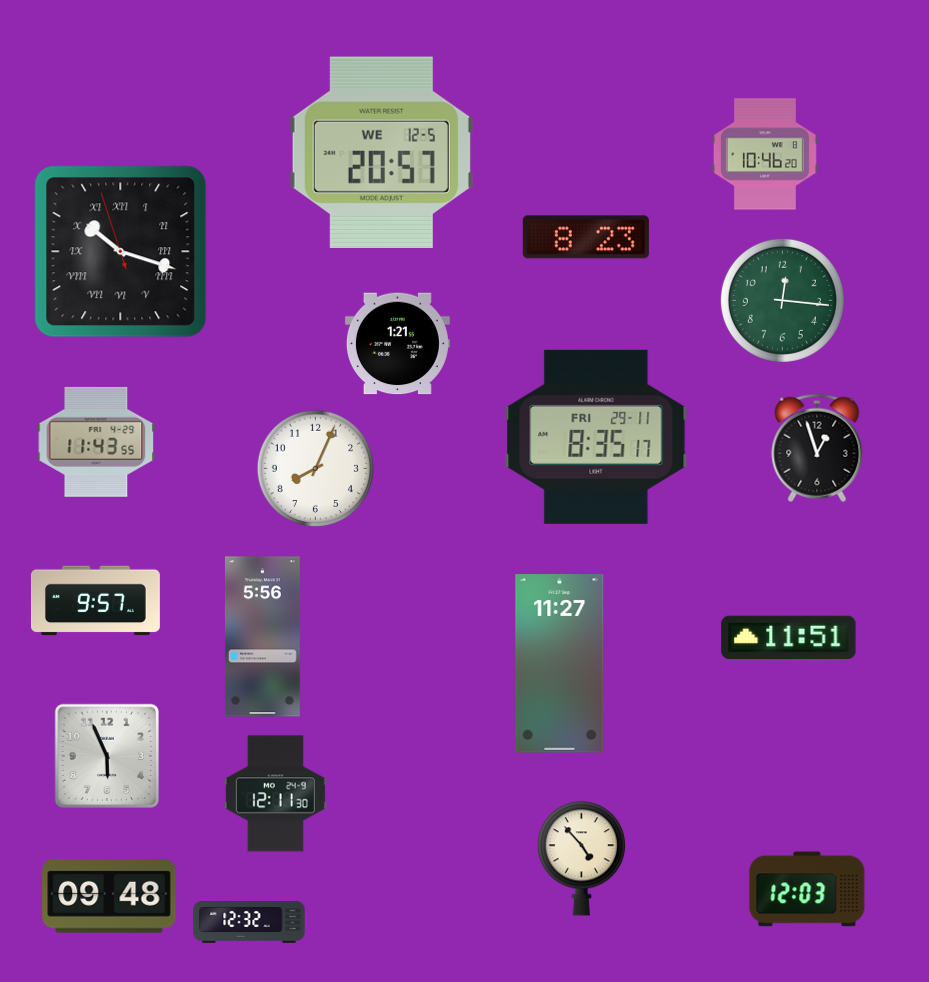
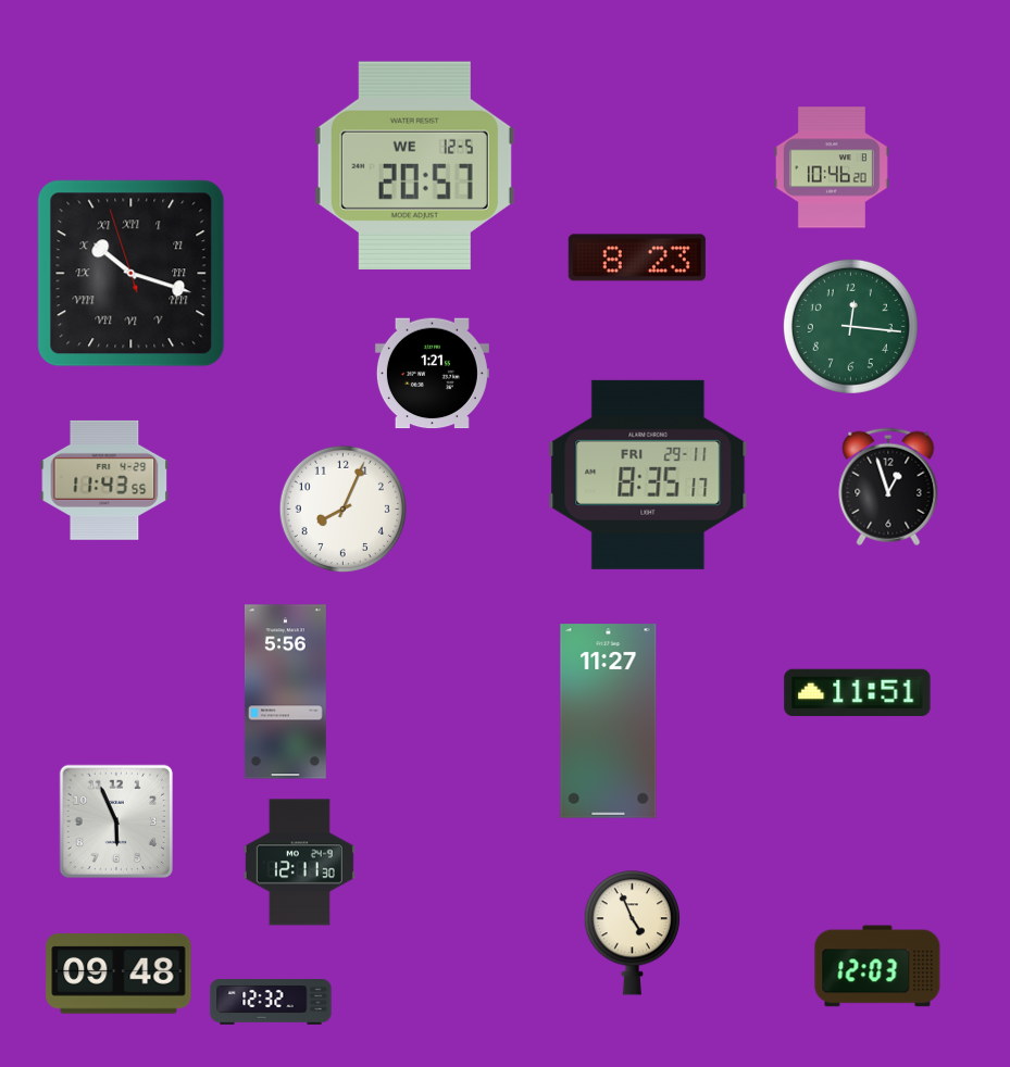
clock at (95, 601): 9:57 -> none
clock at (581, 859): 4:53 -> 4:56
